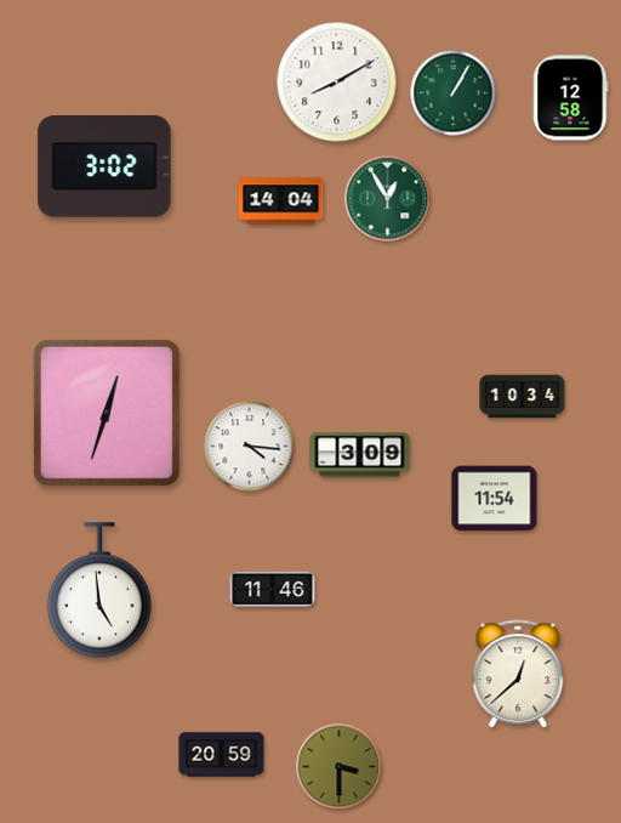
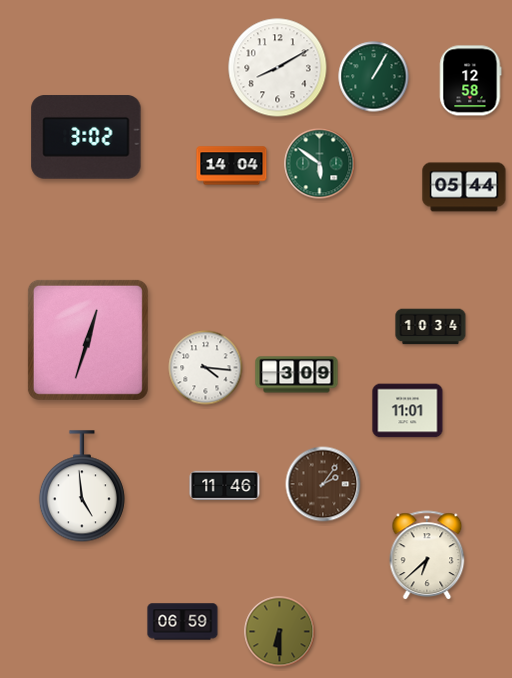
clock at (388, 199): 12:55 -> 5:51
clock at (464, 187): none -> 05:44
clock at (495, 499): 11:54 -> 11:01
clock at (323, 484): none -> 2:06
clock at (518, 675): 12:38 -> 6:38
clock at (222, 755): 20:59 -> 06:59
clock at (340, 767): 3:30 -> 6:30
